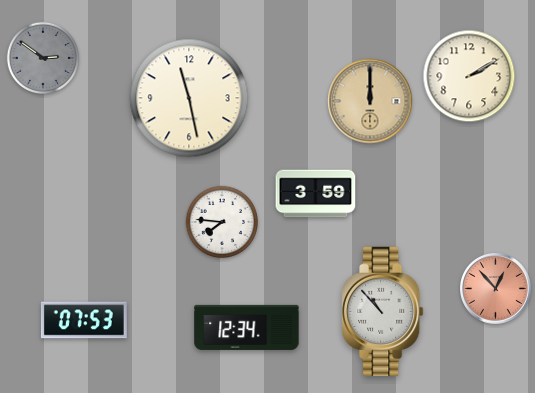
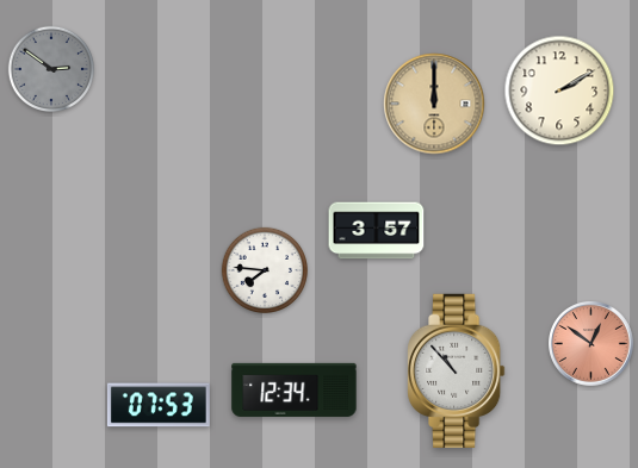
clock at (189, 98): 11:28 -> none
clock at (370, 101) position: (370, 101) -> (434, 104)
clock at (316, 194): 3:59 -> 3:57
clock at (221, 221) position: (221, 221) -> (264, 269)
clock at (496, 289): 12:53 -> 12:51
clock at (84, 320) position: (84, 320) -> (159, 405)
